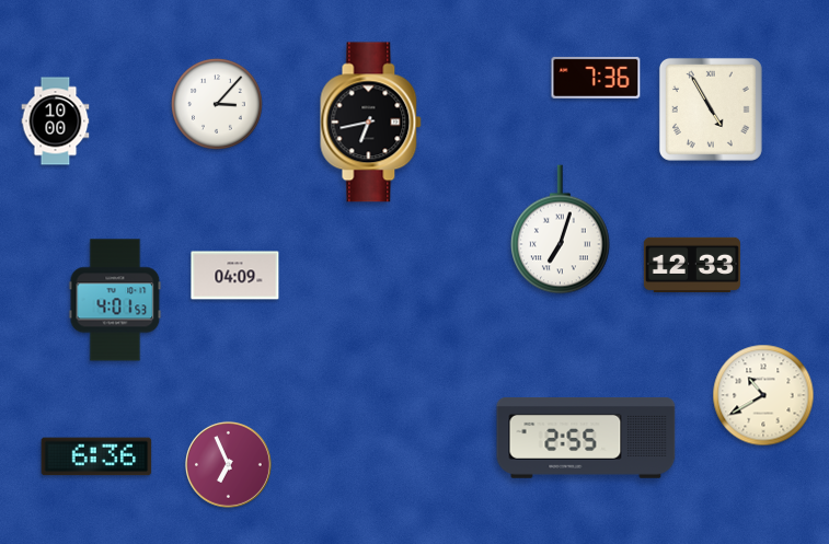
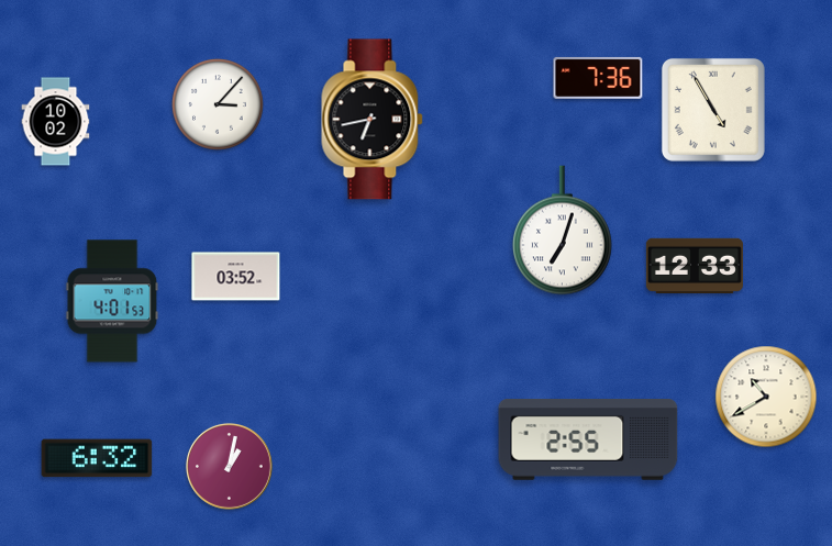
clock at (56, 121): 10:00 -> 10:02
clock at (371, 123) position: (371, 123) -> (373, 120)
clock at (235, 276): 04:09 -> 03:52
clock at (115, 300) position: (115, 300) -> (112, 301)
clock at (96, 456): 6:36 -> 6:32
clock at (228, 464): 6:56 -> 1:02
